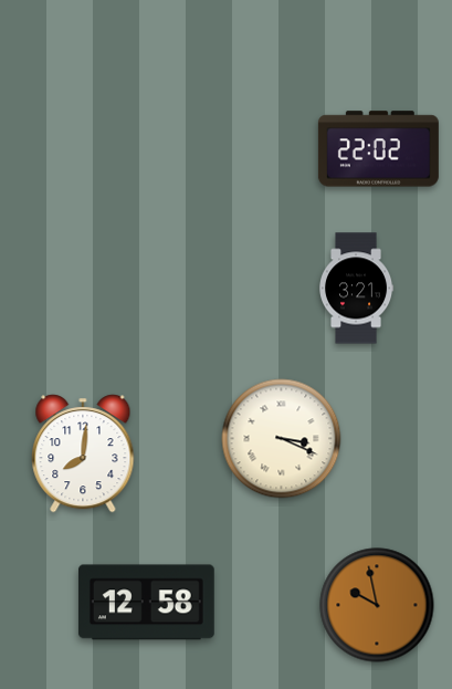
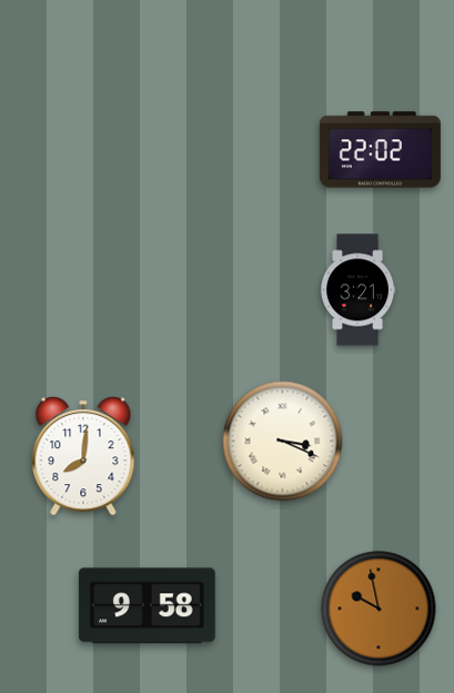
clock at (146, 603): 12:58 -> 9:58
